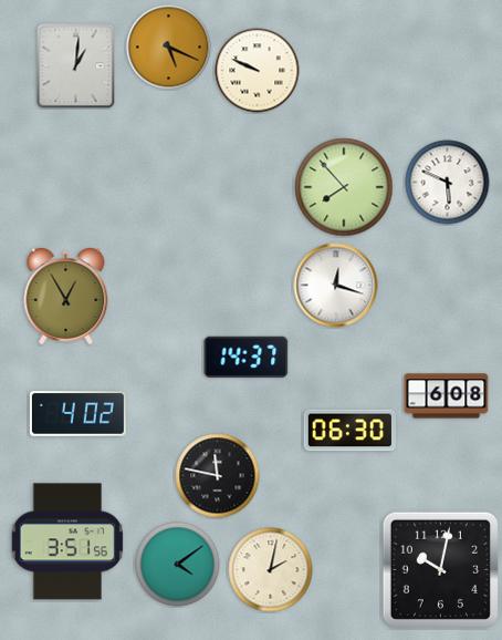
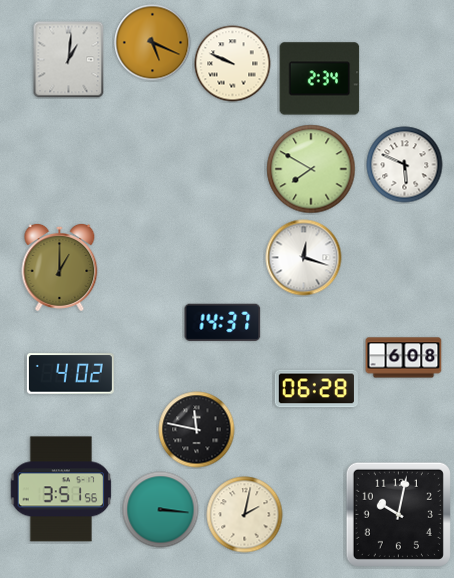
clock at (320, 79): none -> 2:34
clock at (344, 187): 7:53 -> 7:50
clock at (66, 296): 12:55 -> 1:00
clock at (349, 431): 06:30 -> 06:28
clock at (178, 565): 4:09 -> 3:16
